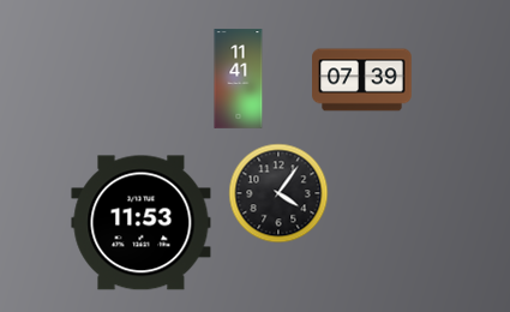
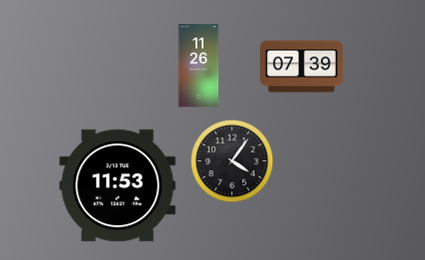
clock at (239, 79): 11:41 -> 11:26
